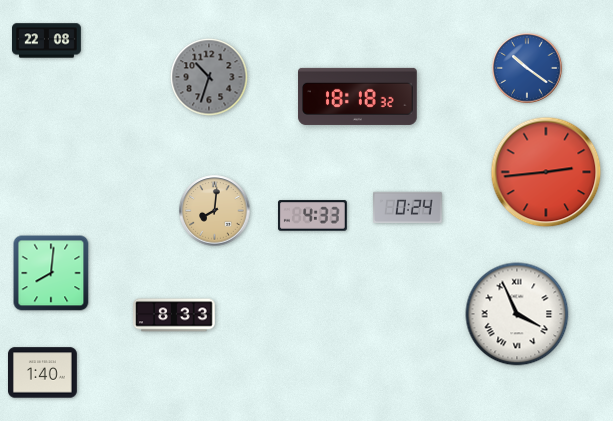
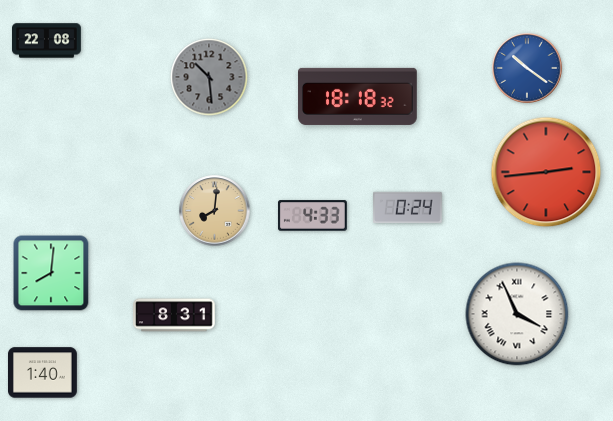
clock at (209, 77): 10:33 -> 10:29
clock at (174, 315): 8:33 -> 8:31
